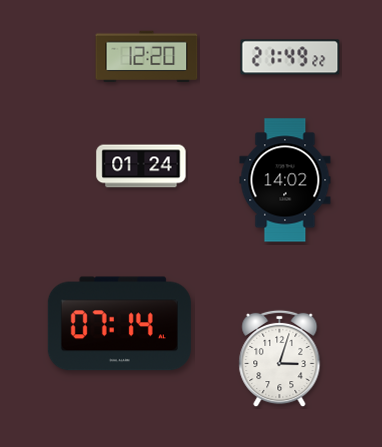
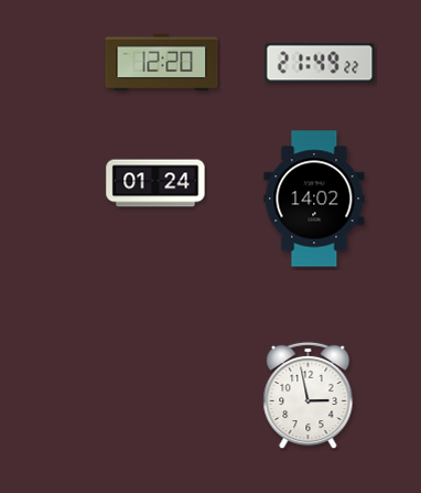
clock at (119, 324): 07:14 -> none
clock at (280, 359): 3:03 -> 2:58
